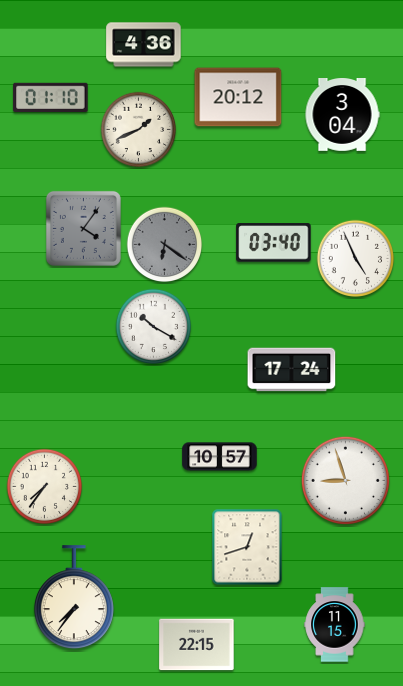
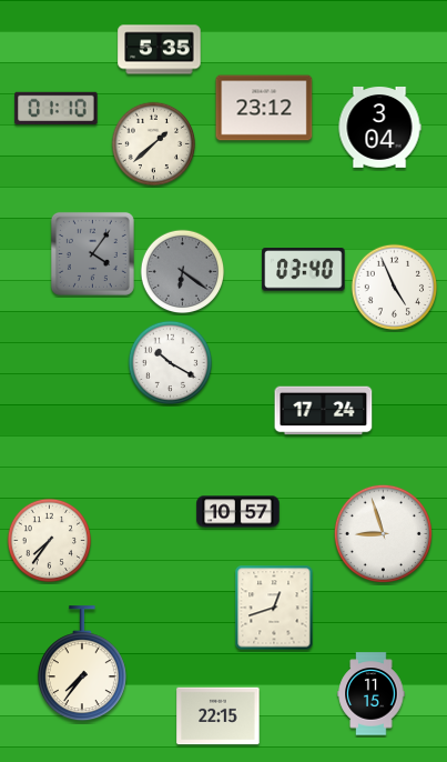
clock at (144, 45): 4:36 -> 5:35
clock at (238, 97): 20:12 -> 23:12
clock at (139, 130): 1:41 -> 1:38
clock at (220, 457) position: (220, 457) -> (238, 512)
